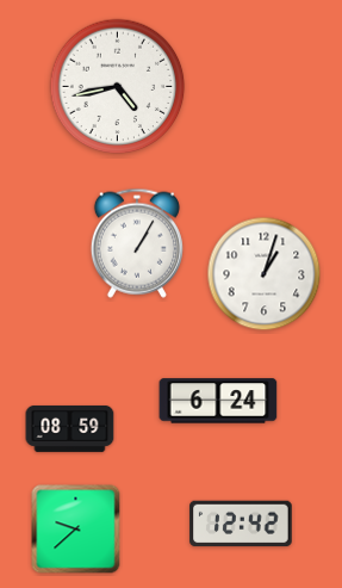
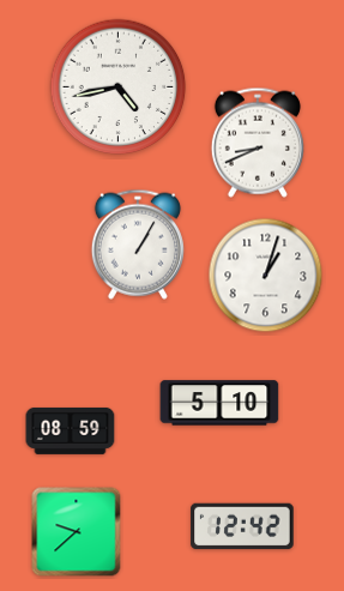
clock at (258, 143): none -> 8:41
clock at (218, 401): 6:24 -> 5:10
